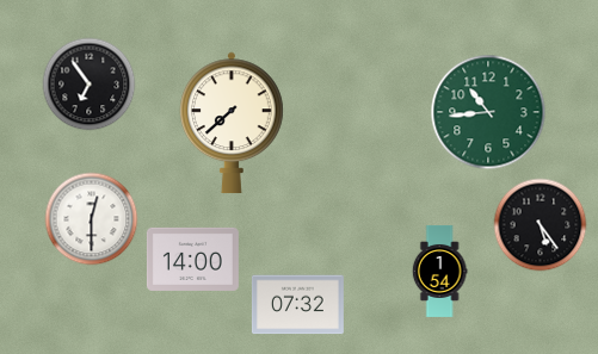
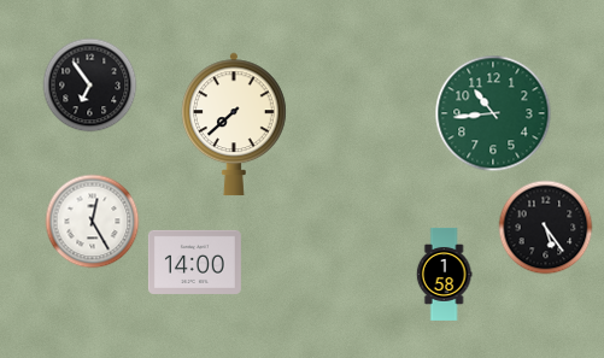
clock at (91, 218): 12:30 -> 12:25
clock at (439, 272): 1:54 -> 1:58
clock at (297, 305): 07:32 -> none
